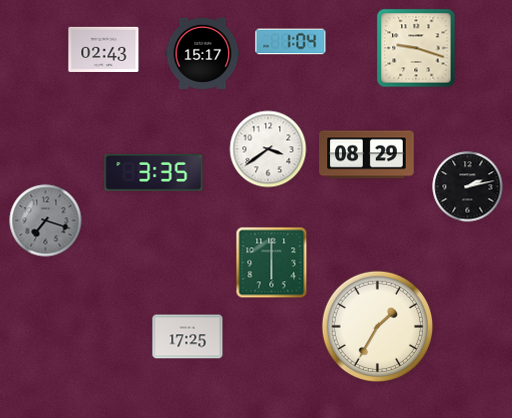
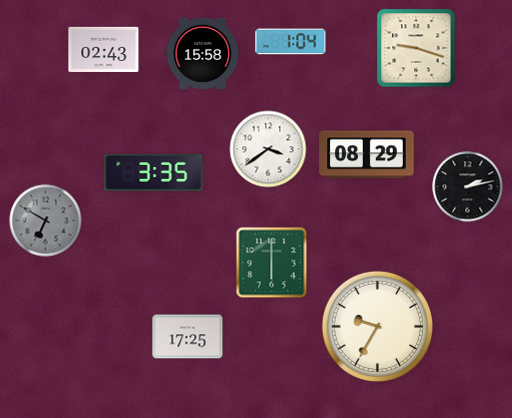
clock at (203, 53): 15:17 -> 15:58
clock at (46, 221): 7:18 -> 6:50
clock at (378, 327): 1:35 -> 9:35
